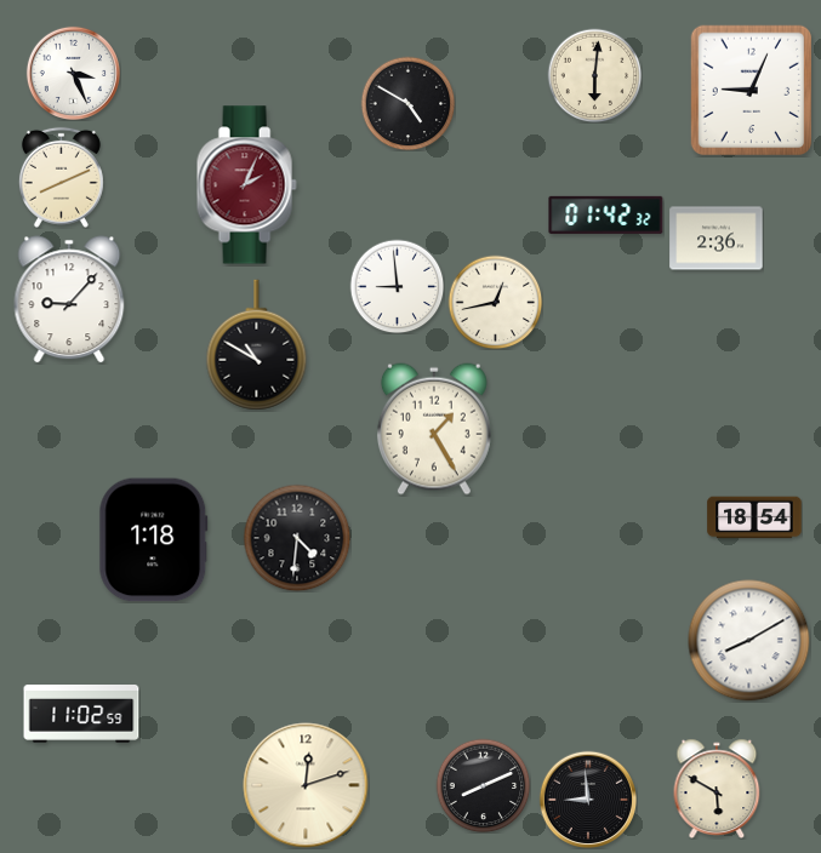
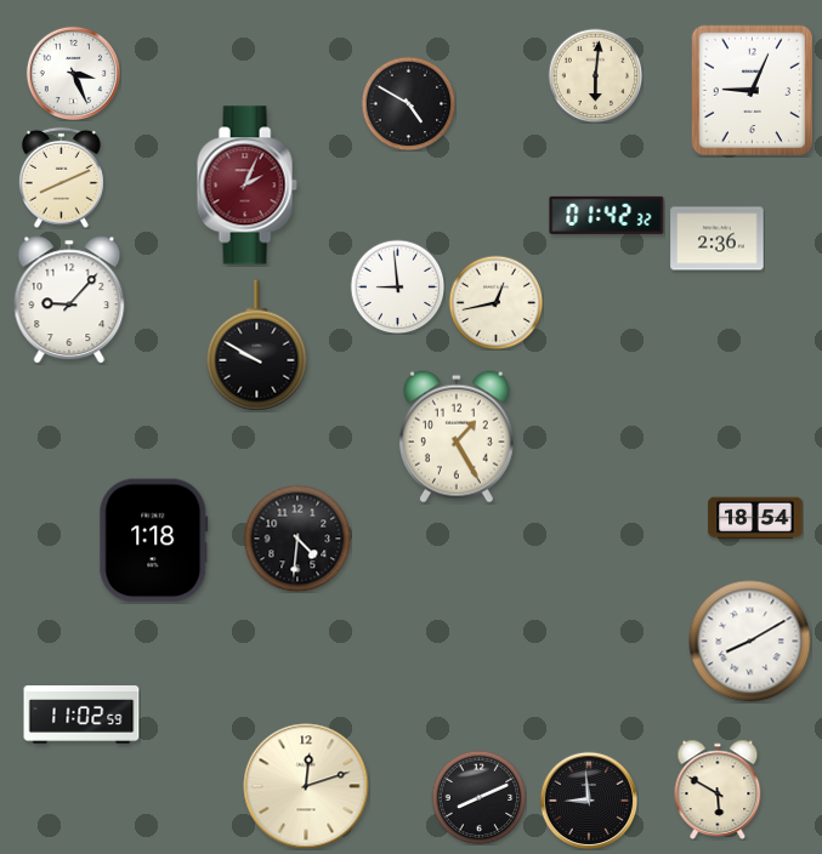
clock at (257, 345): 10:50 -> 9:50
clock at (434, 429) position: (434, 429) -> (457, 437)
clock at (483, 785) position: (483, 785) -> (478, 797)
